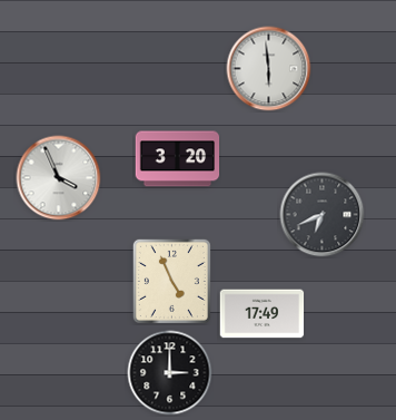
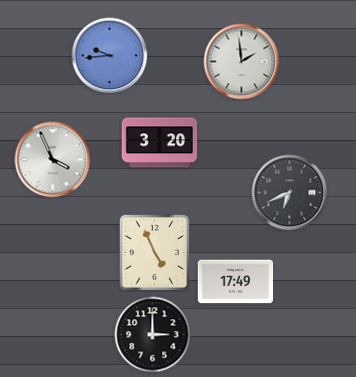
clock at (110, 56): none -> 9:44
clock at (269, 69): 5:59 -> 1:59
